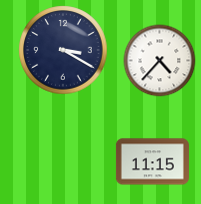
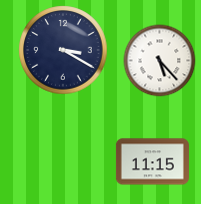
clock at (160, 61): 4:37 -> 5:23
